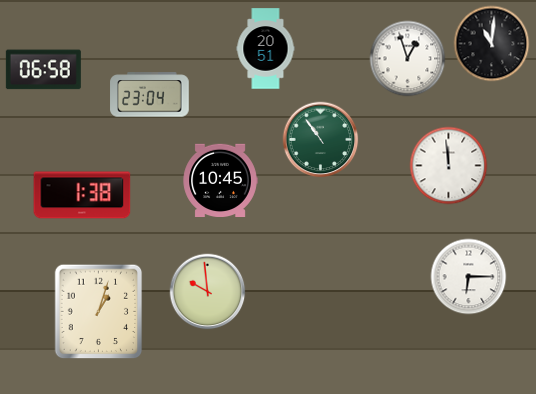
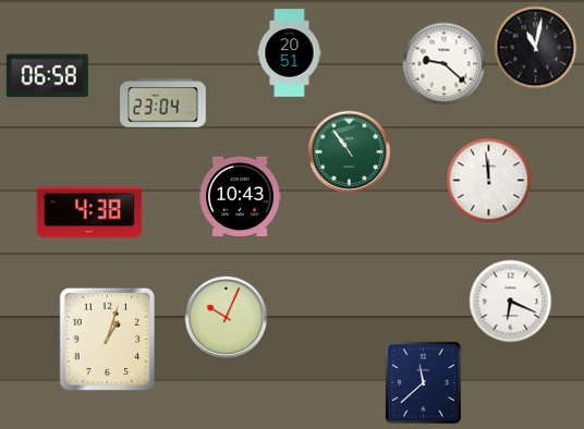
clock at (492, 44): 11:01 -> 11:02
clock at (408, 59): 12:57 -> 9:22
clock at (220, 180): 10:45 -> 10:43
clock at (82, 195): 1:38 -> 4:38
clock at (469, 277): 6:15 -> 6:19
clock at (208, 292): 9:59 -> 10:04
clock at (424, 383): none -> 11:38
